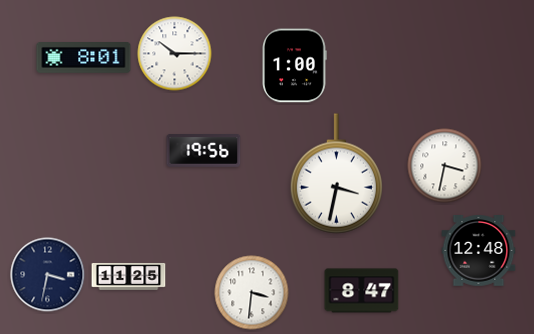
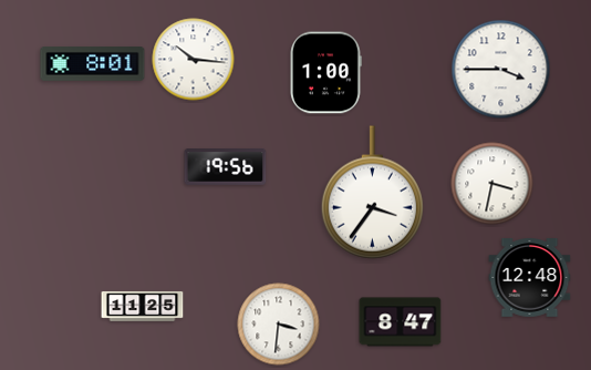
clock at (175, 54): 10:15 -> 10:16
clock at (501, 70): none -> 3:45
clock at (336, 174): 3:32 -> 3:36
clock at (48, 275): 3:32 -> none
